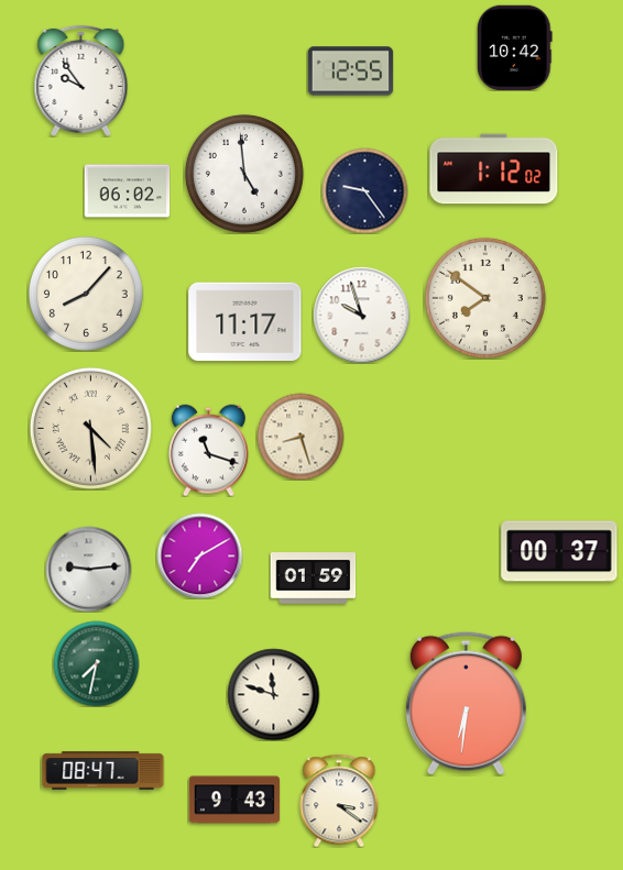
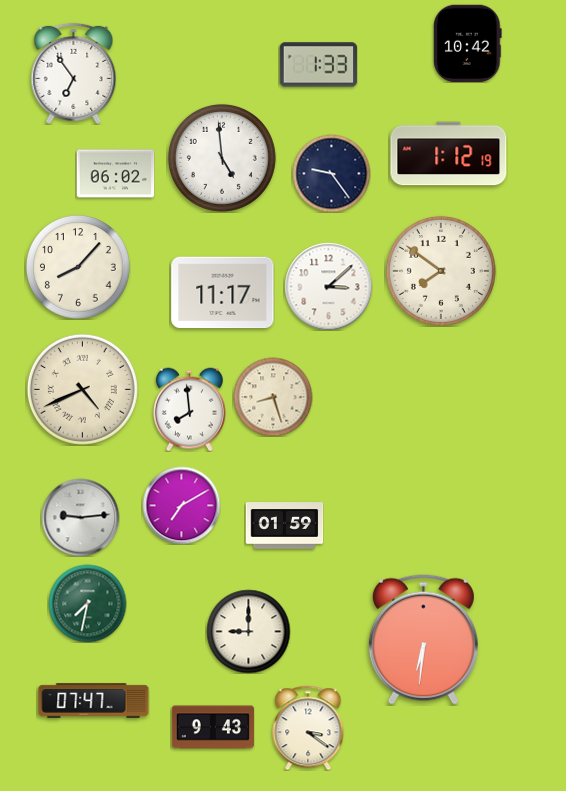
clock at (350, 71): 12:55 -> 1:33
clock at (81, 80): 9:54 -> 6:54
clock at (494, 169): 1:12:02 -> 1:12:19
clock at (361, 315): 9:57 -> 3:08
clock at (90, 428): 4:29 -> 4:41
clock at (208, 450): 11:18 -> 7:59
clock at (559, 551): 00:37 -> none
clock at (273, 694): 11:48 -> 9:00
clock at (103, 771): 08:47 -> 07:47
